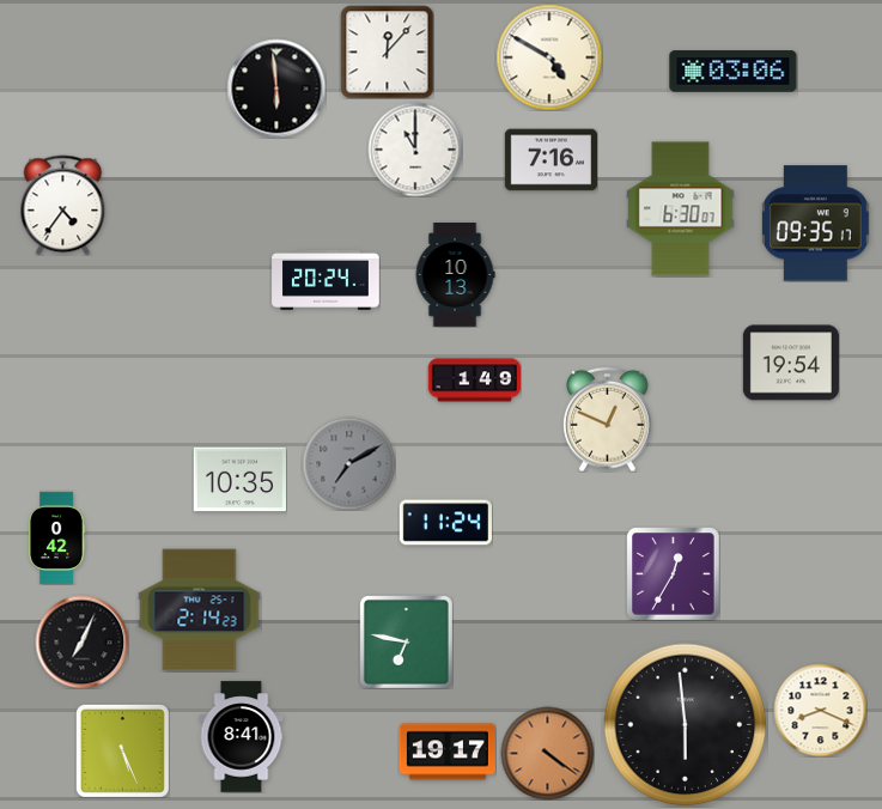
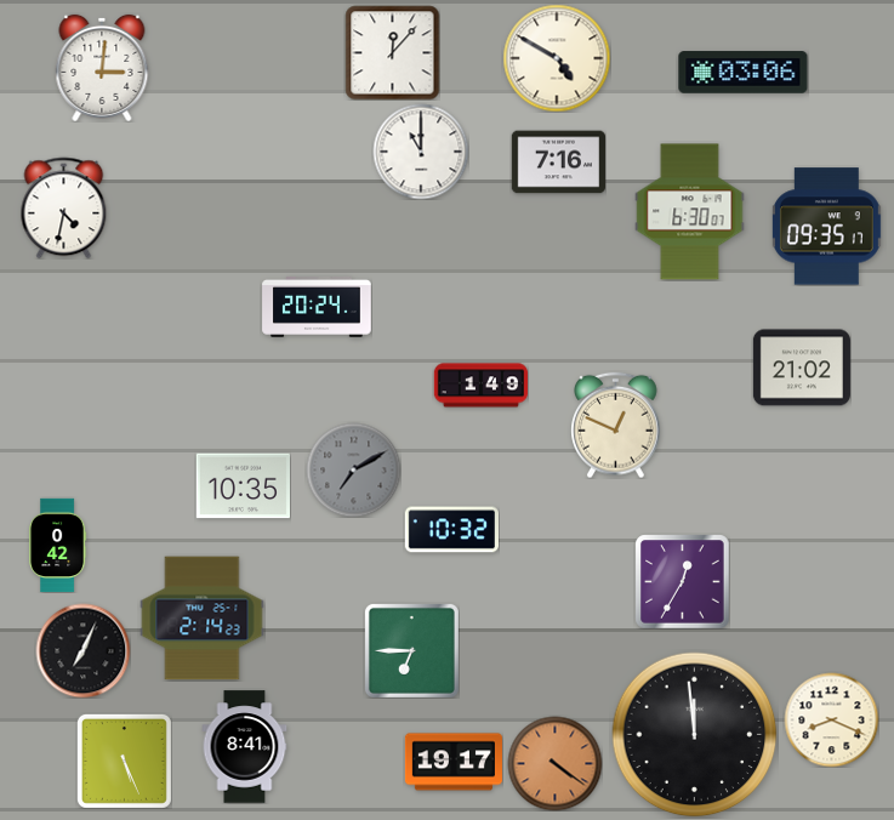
clock at (102, 68): none -> 3:01
clock at (276, 89): 5:59 -> none
clock at (63, 205): 4:36 -> 4:32
clock at (455, 275): 10:13 -> none
clock at (326, 280) position: (326, 280) -> (317, 307)
clock at (791, 363): 19:54 -> 21:02
clock at (445, 523): 11:24 -> 10:32
clock at (406, 641): 6:47 -> 6:45
clock at (686, 725): 5:59 -> 11:59
